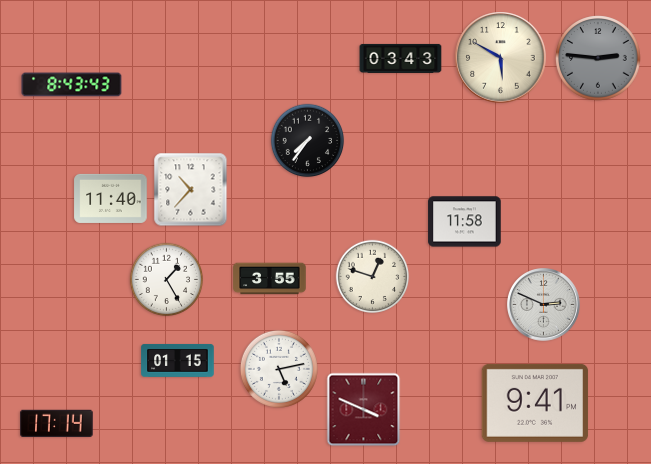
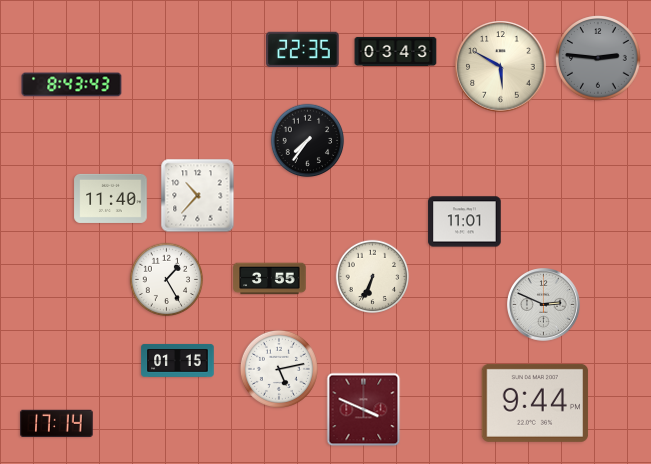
clock at (303, 49): none -> 22:35
clock at (401, 58) position: (401, 58) -> (396, 51)
clock at (501, 58) position: (501, 58) -> (501, 67)
clock at (191, 190) position: (191, 190) -> (198, 196)
clock at (465, 222): 11:58 -> 11:01
clock at (373, 277): 12:48 -> 6:34
clock at (535, 403): 9:41 -> 9:44
